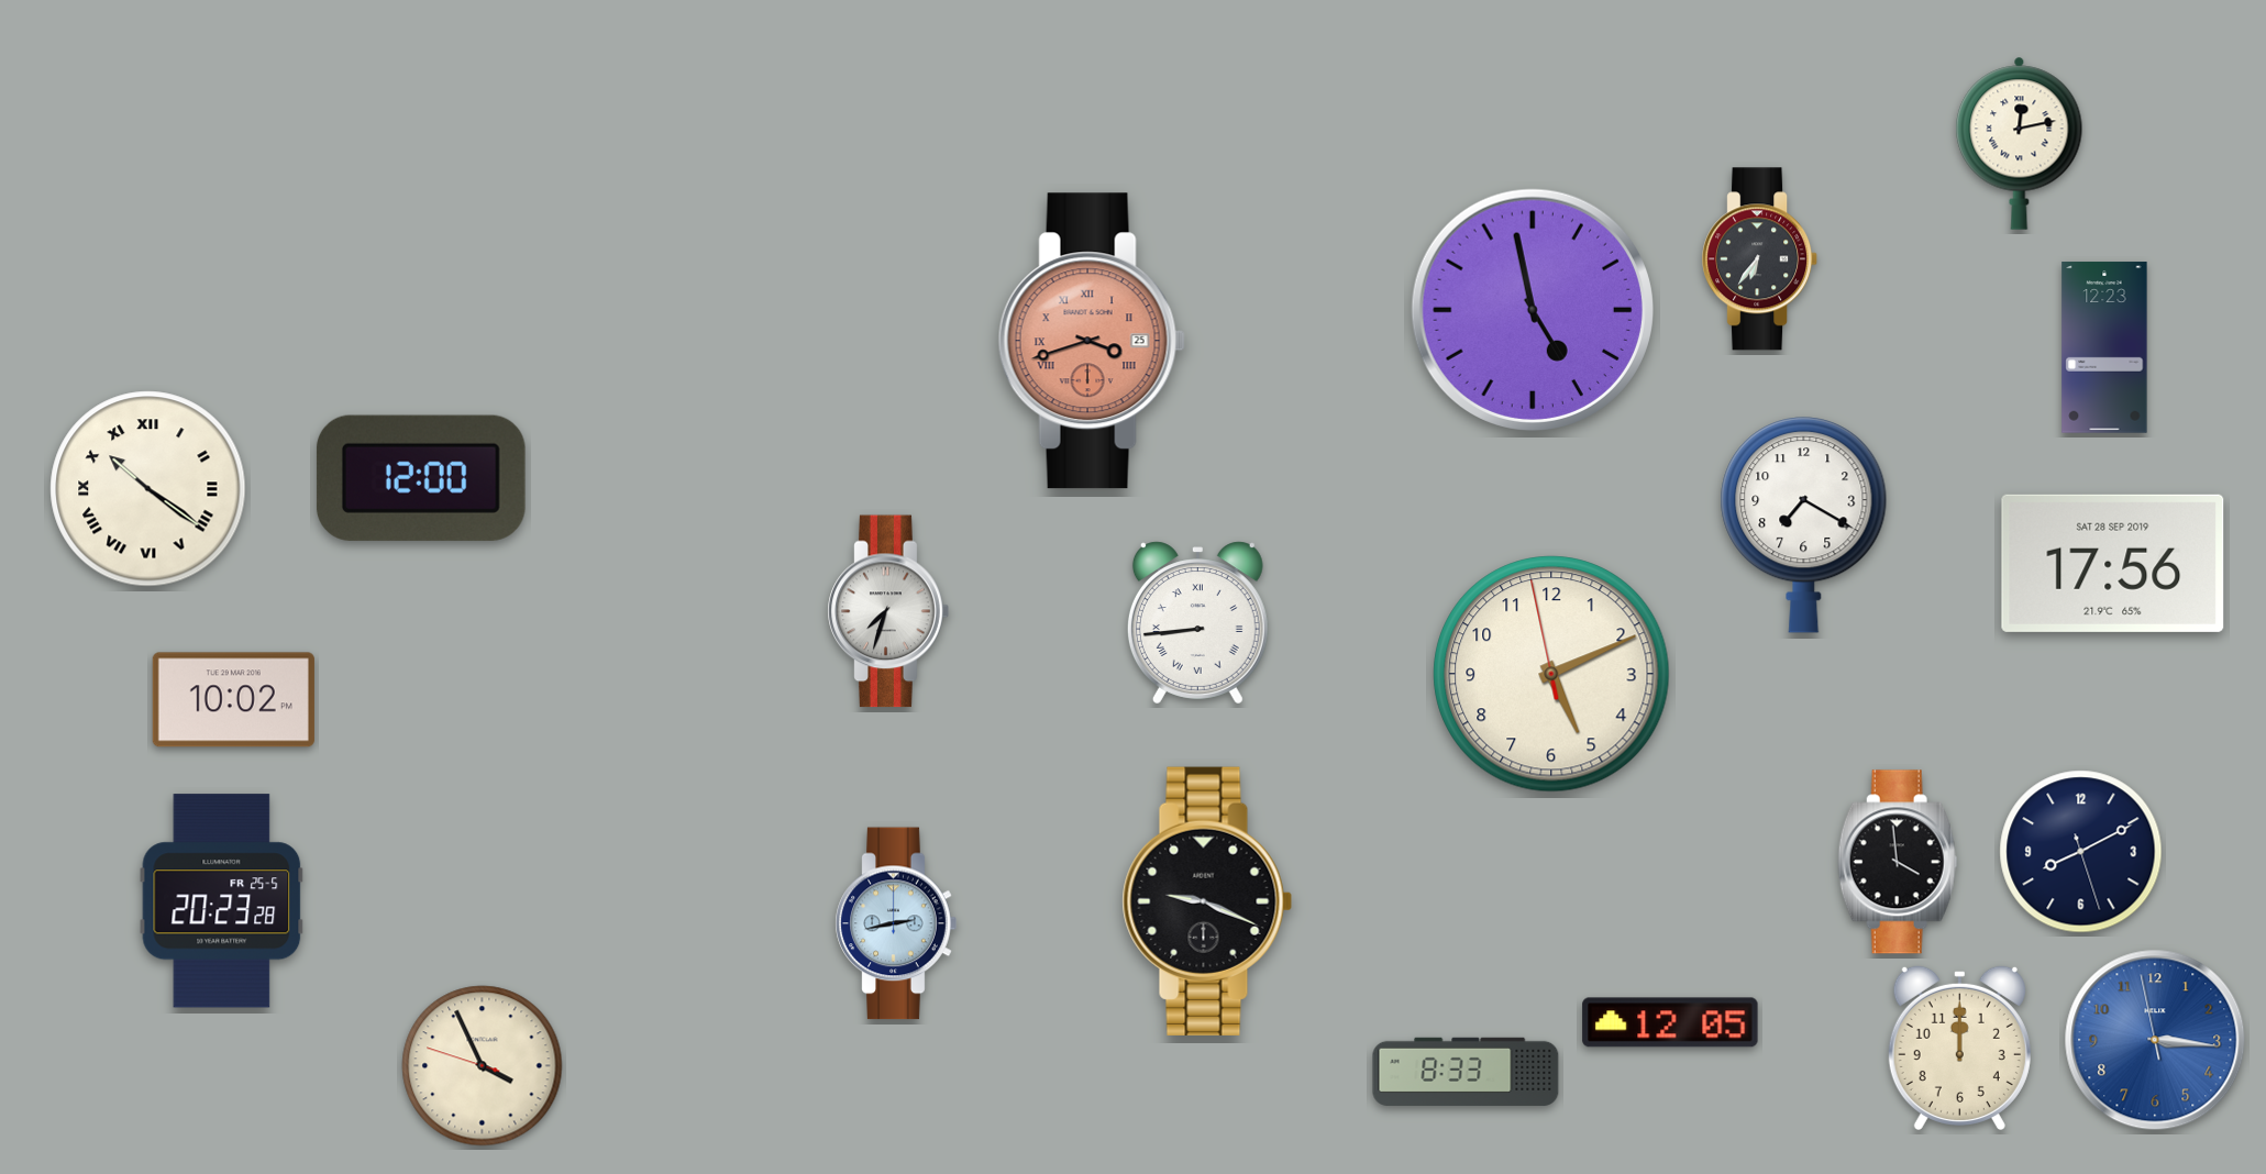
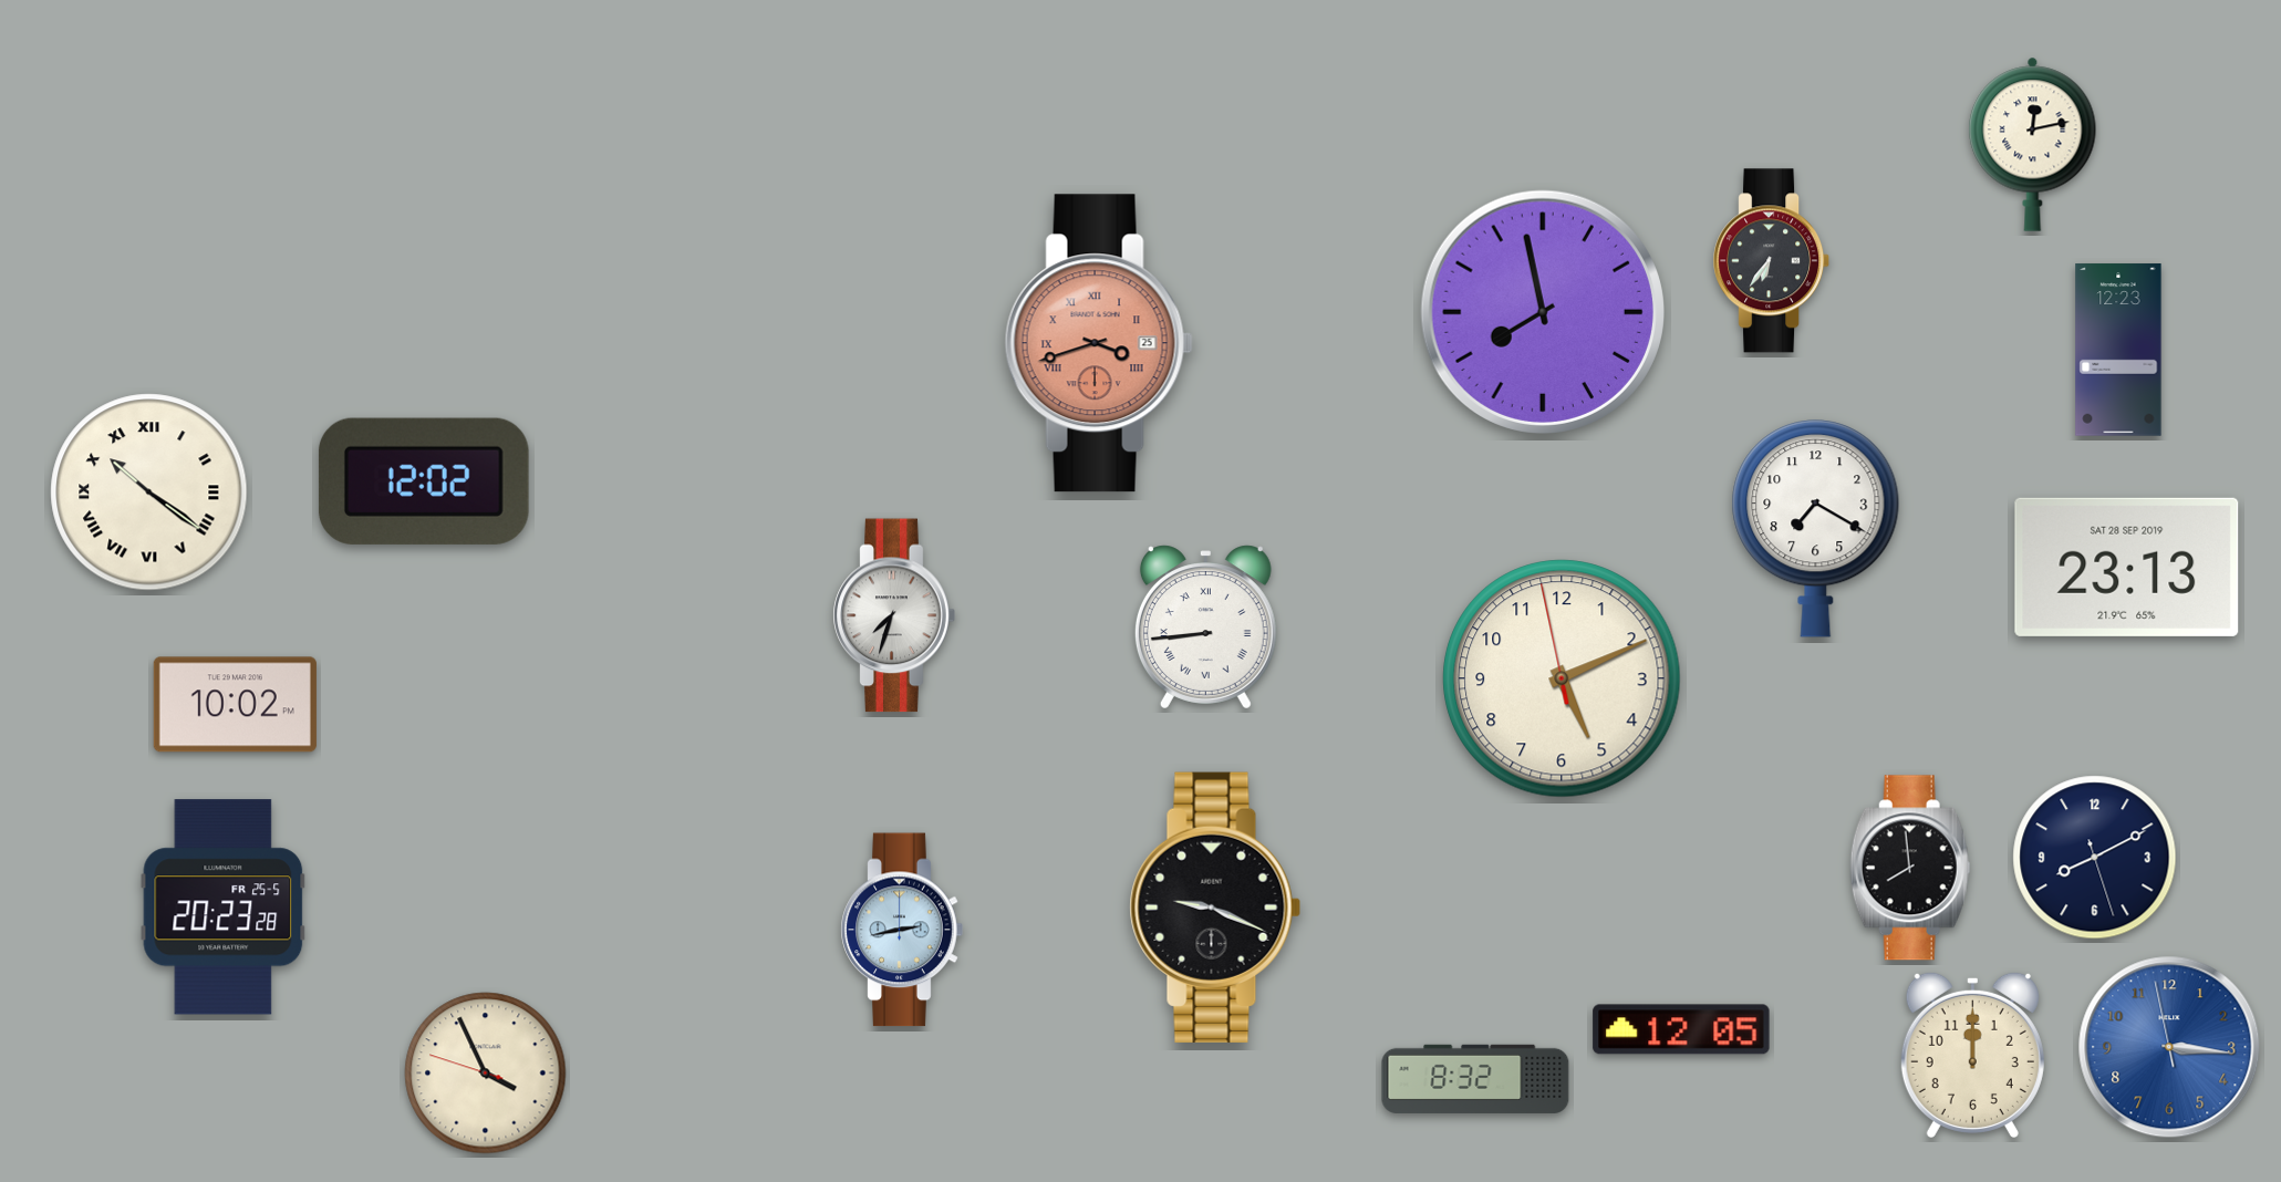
clock at (1533, 310): 4:58 -> 7:58
clock at (421, 478): 12:00 -> 12:02
clock at (2113, 563): 17:56 -> 23:13
clock at (1898, 862): 3:59 -> 7:59
clock at (1466, 1072): 8:33 -> 8:32
